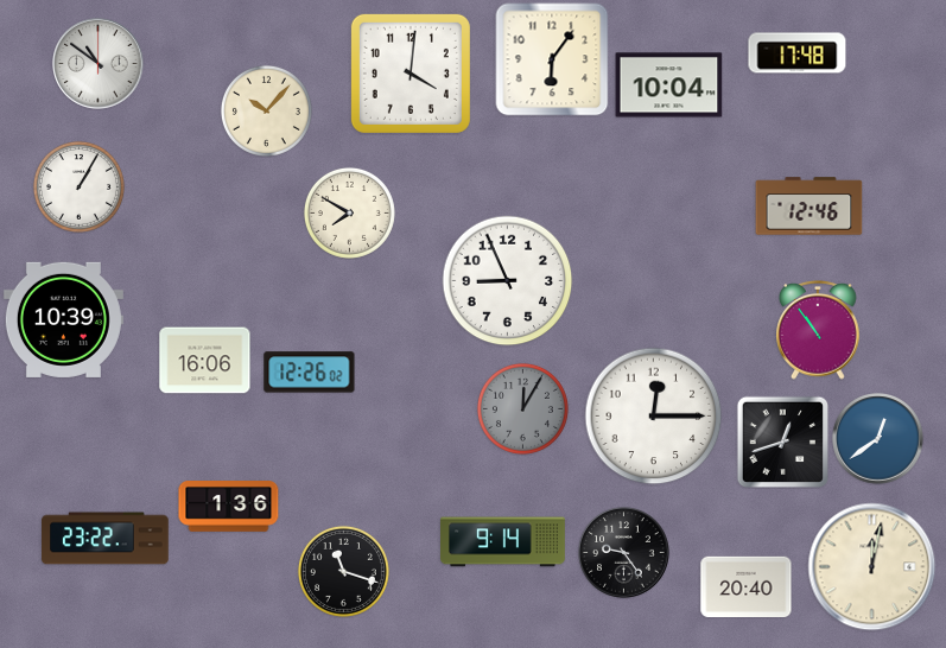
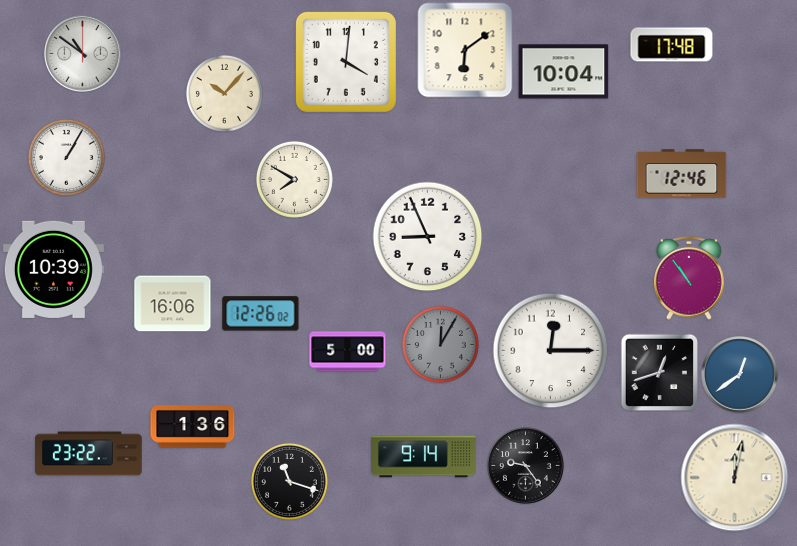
clock at (552, 59): 6:06 -> 6:09
clock at (348, 352): none -> 5:00
clock at (878, 439) position: (878, 439) -> (740, 375)
clock at (747, 586): 20:40 -> none
